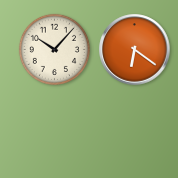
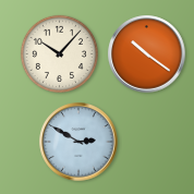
clock at (135, 50): 6:21 -> 10:21
clock at (78, 142): none -> 2:50
